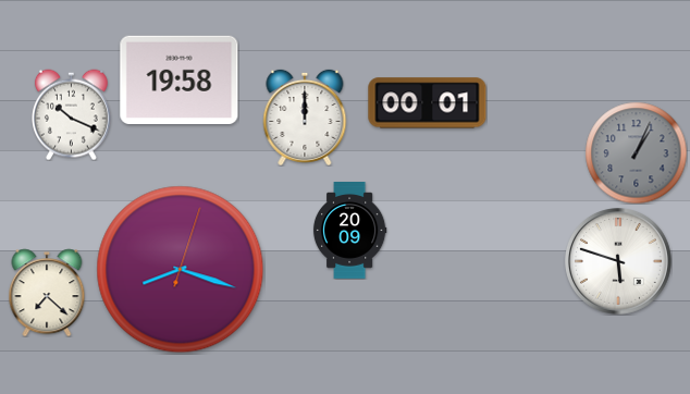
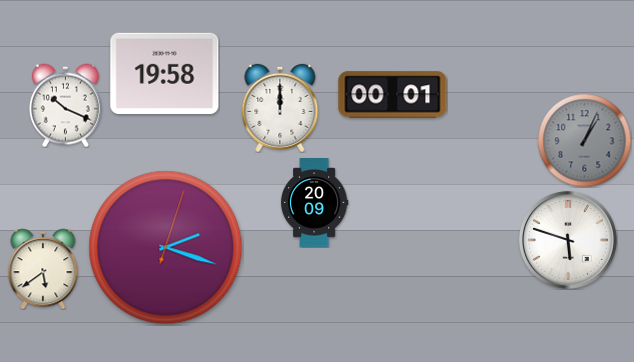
clock at (349, 231) position: (349, 231) -> (314, 203)
clock at (181, 270): 8:18 -> 2:18
clock at (47, 293): 7:22 -> 5:39
